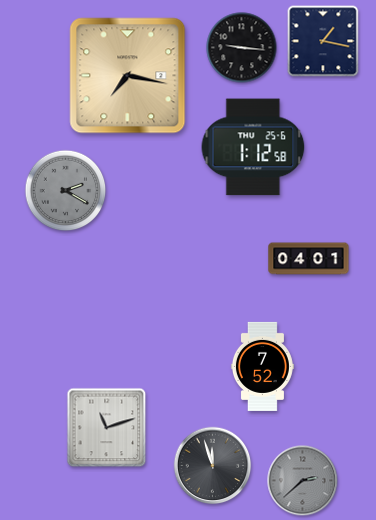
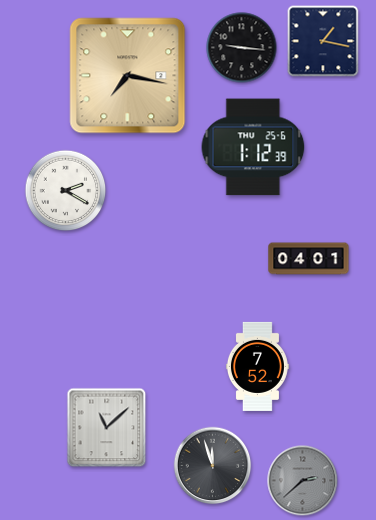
clock at (253, 147): 1:12:58 -> 1:12:39
clock at (66, 191) dial: grey -> white
clock at (262, 366) position: (262, 366) -> (257, 366)
clock at (107, 428): 11:12 -> 11:08
